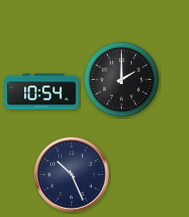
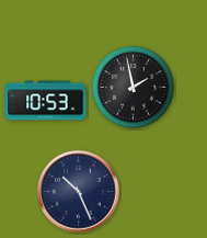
clock at (121, 79): 2:00 -> 1:58
clock at (42, 92): 10:54 -> 10:53
